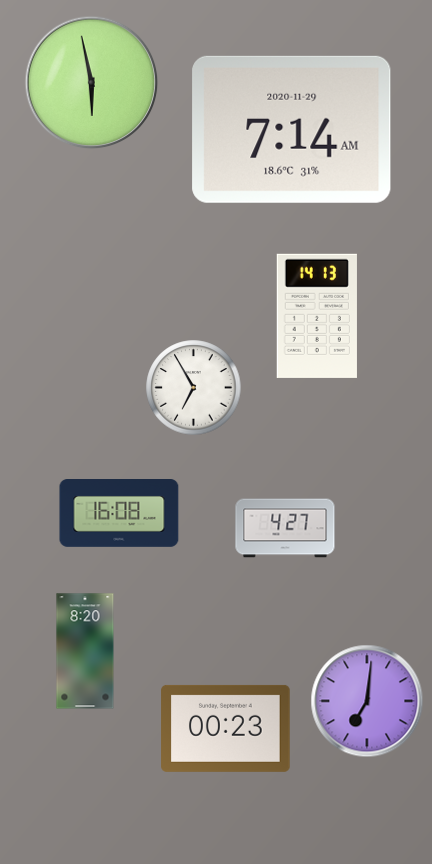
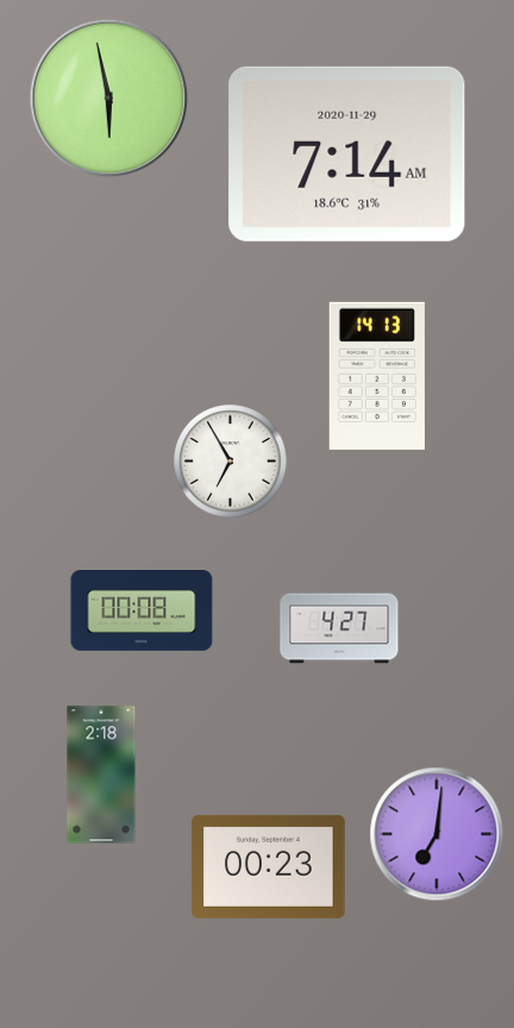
clock at (119, 514): 16:08 -> 00:08
clock at (85, 651): 8:20 -> 2:18
